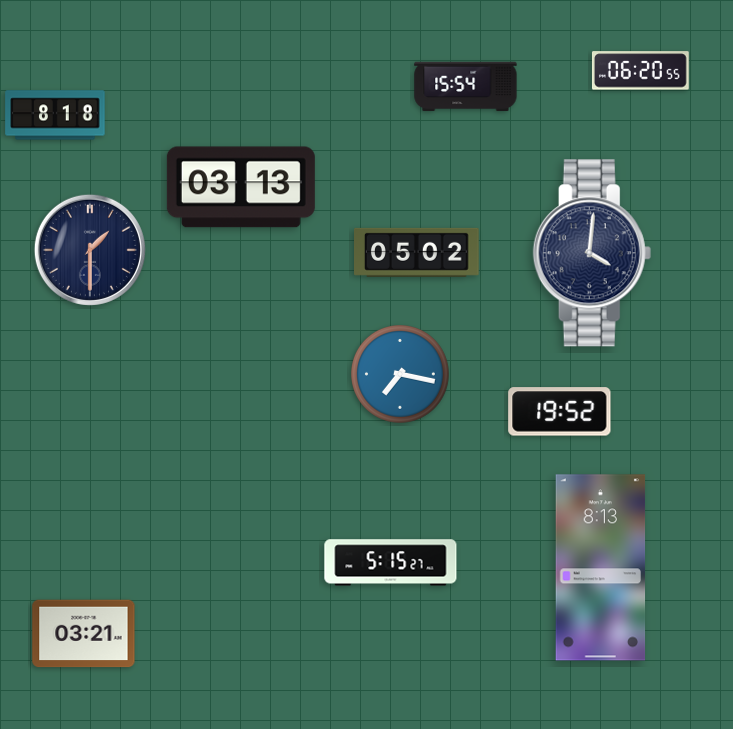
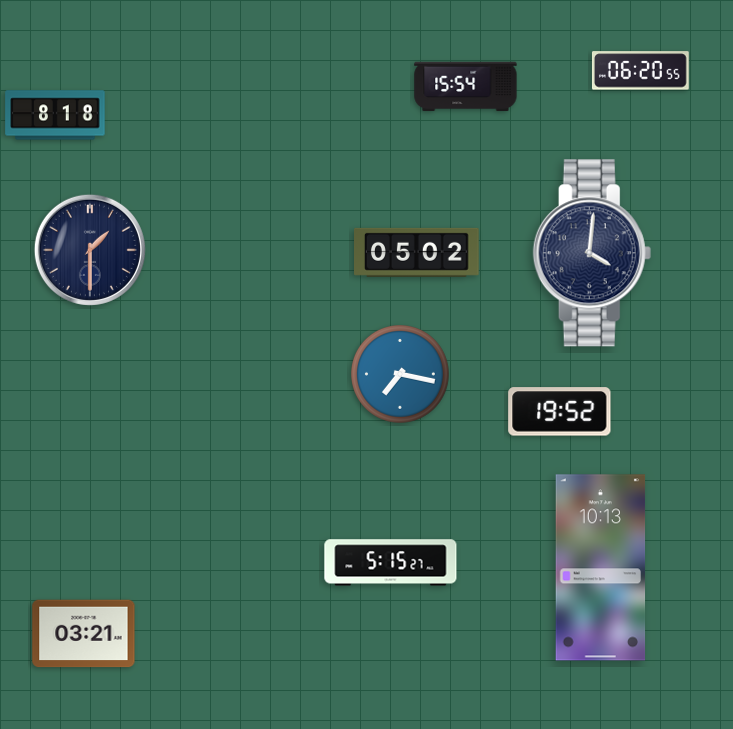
clock at (241, 187): 03:13 -> none
clock at (601, 568): 8:13 -> 10:13
